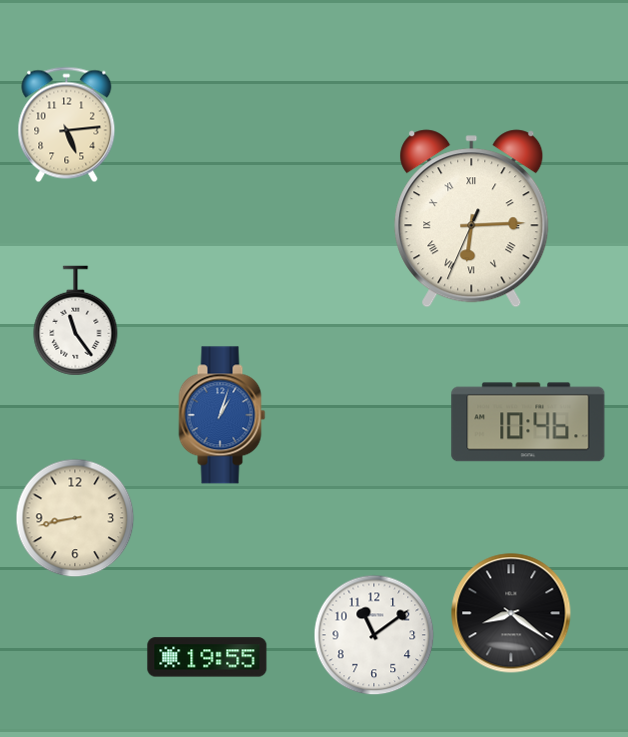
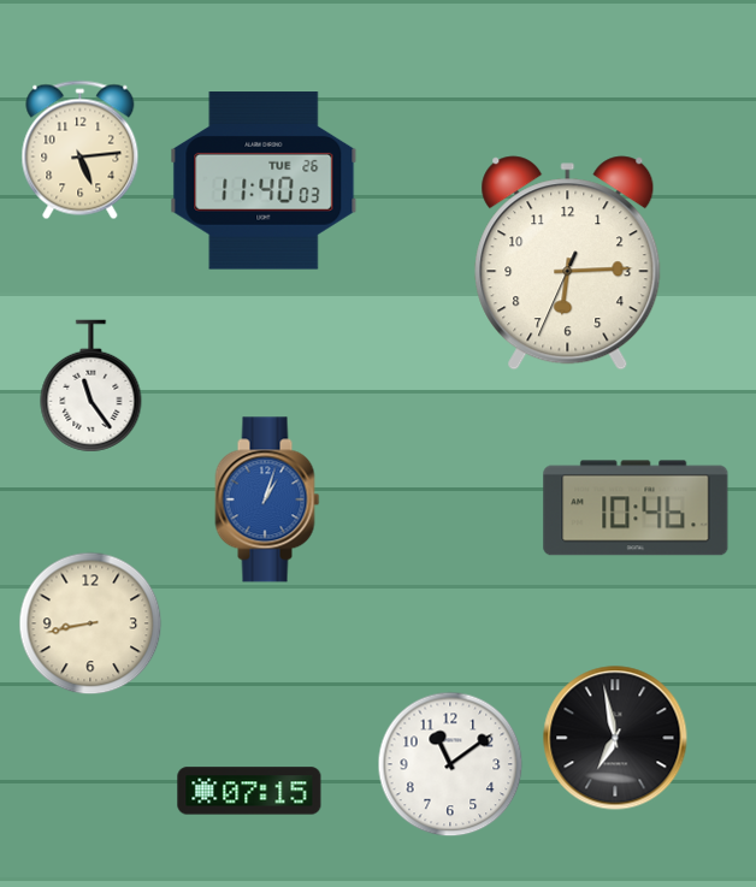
clock at (264, 181): none -> 11:40
clock at (472, 219) numerals: Roman -> Arabic
clock at (511, 613): 8:21 -> 6:58
clock at (207, 657): 19:55 -> 07:15
